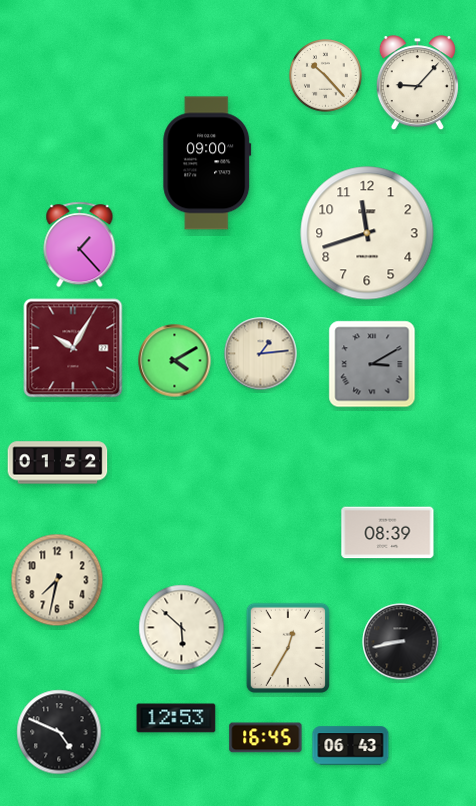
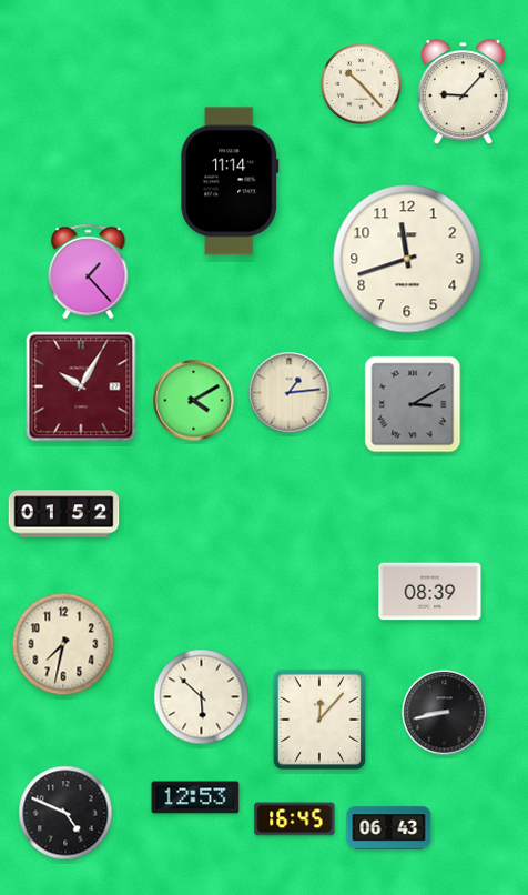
clock at (207, 163): 09:00 -> 11:14
clock at (288, 648): 12:35 -> 12:07
